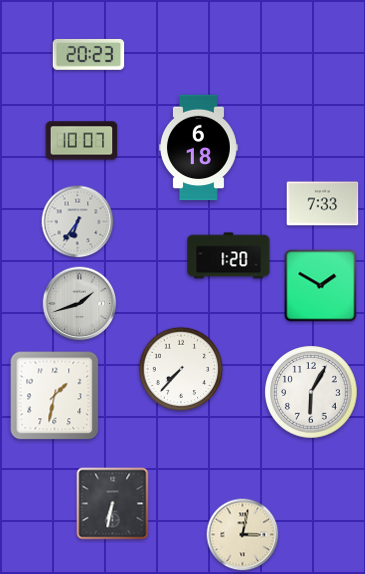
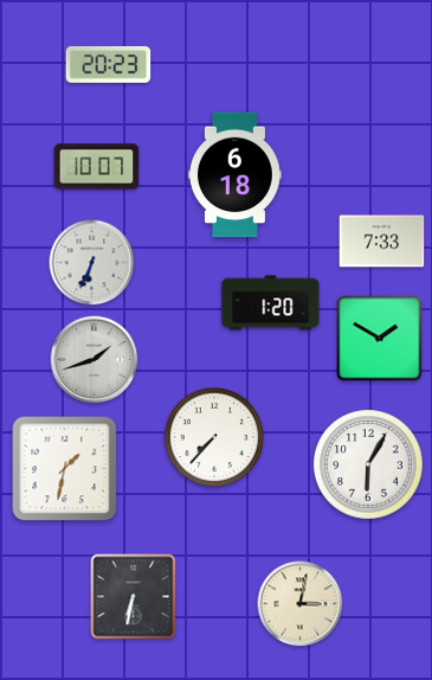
clock at (89, 54) position: (89, 54) -> (109, 64)
clock at (78, 222): 6:36 -> 6:34
clock at (243, 535) position: (243, 535) -> (301, 604)
